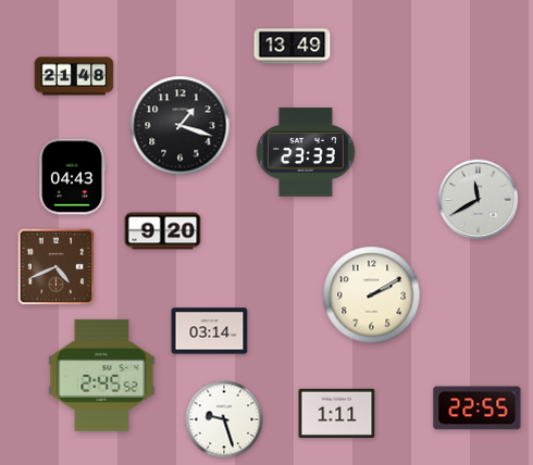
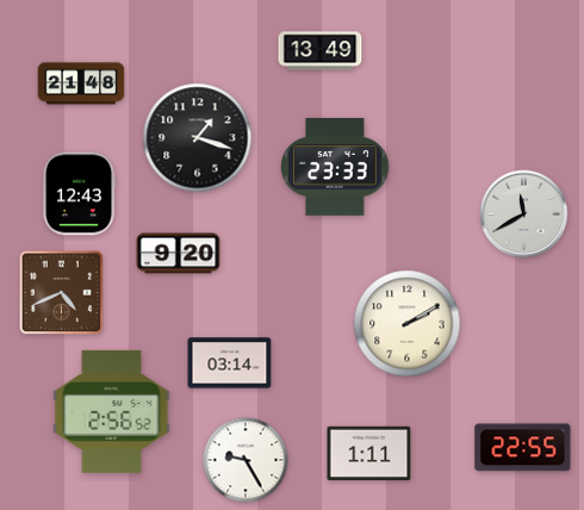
clock at (72, 177): 04:43 -> 12:43
clock at (479, 200) position: (479, 200) -> (524, 214)
clock at (102, 375): 2:45 -> 2:56
clock at (224, 419): 9:27 -> 9:25
